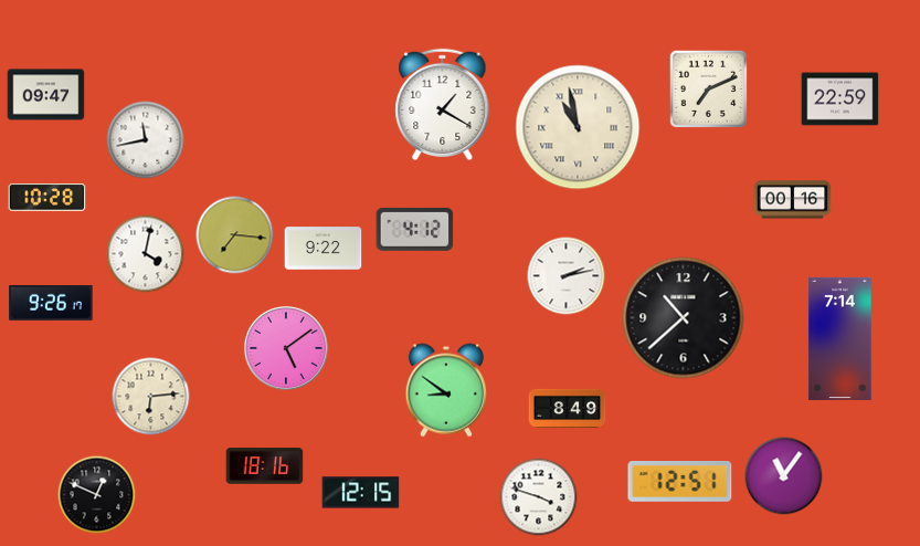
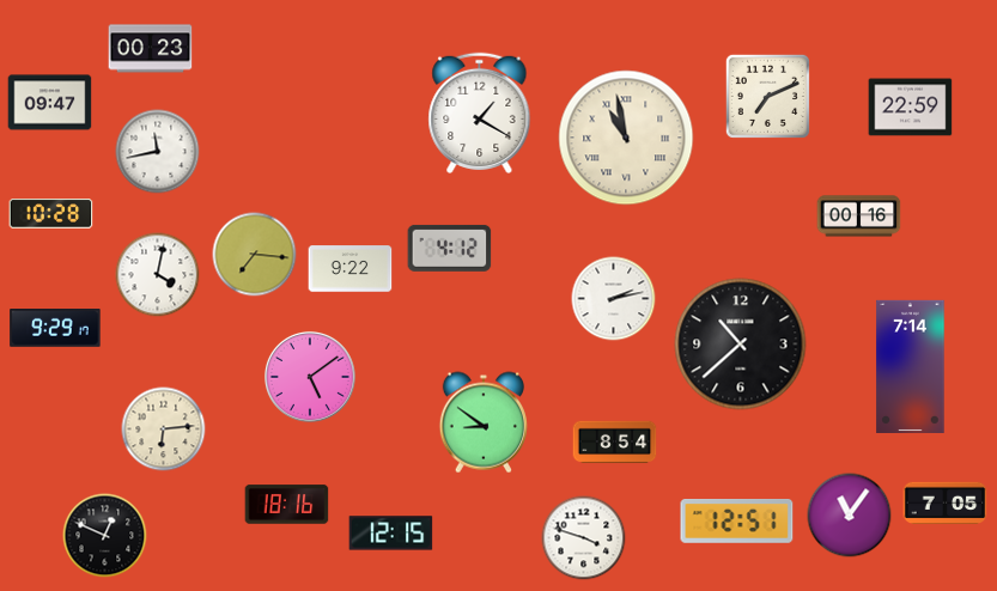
clock at (151, 49): none -> 00:23
clock at (51, 304): 9:26 -> 9:29
clock at (568, 409): 8:49 -> 8:54
clock at (946, 502): none -> 7:05
